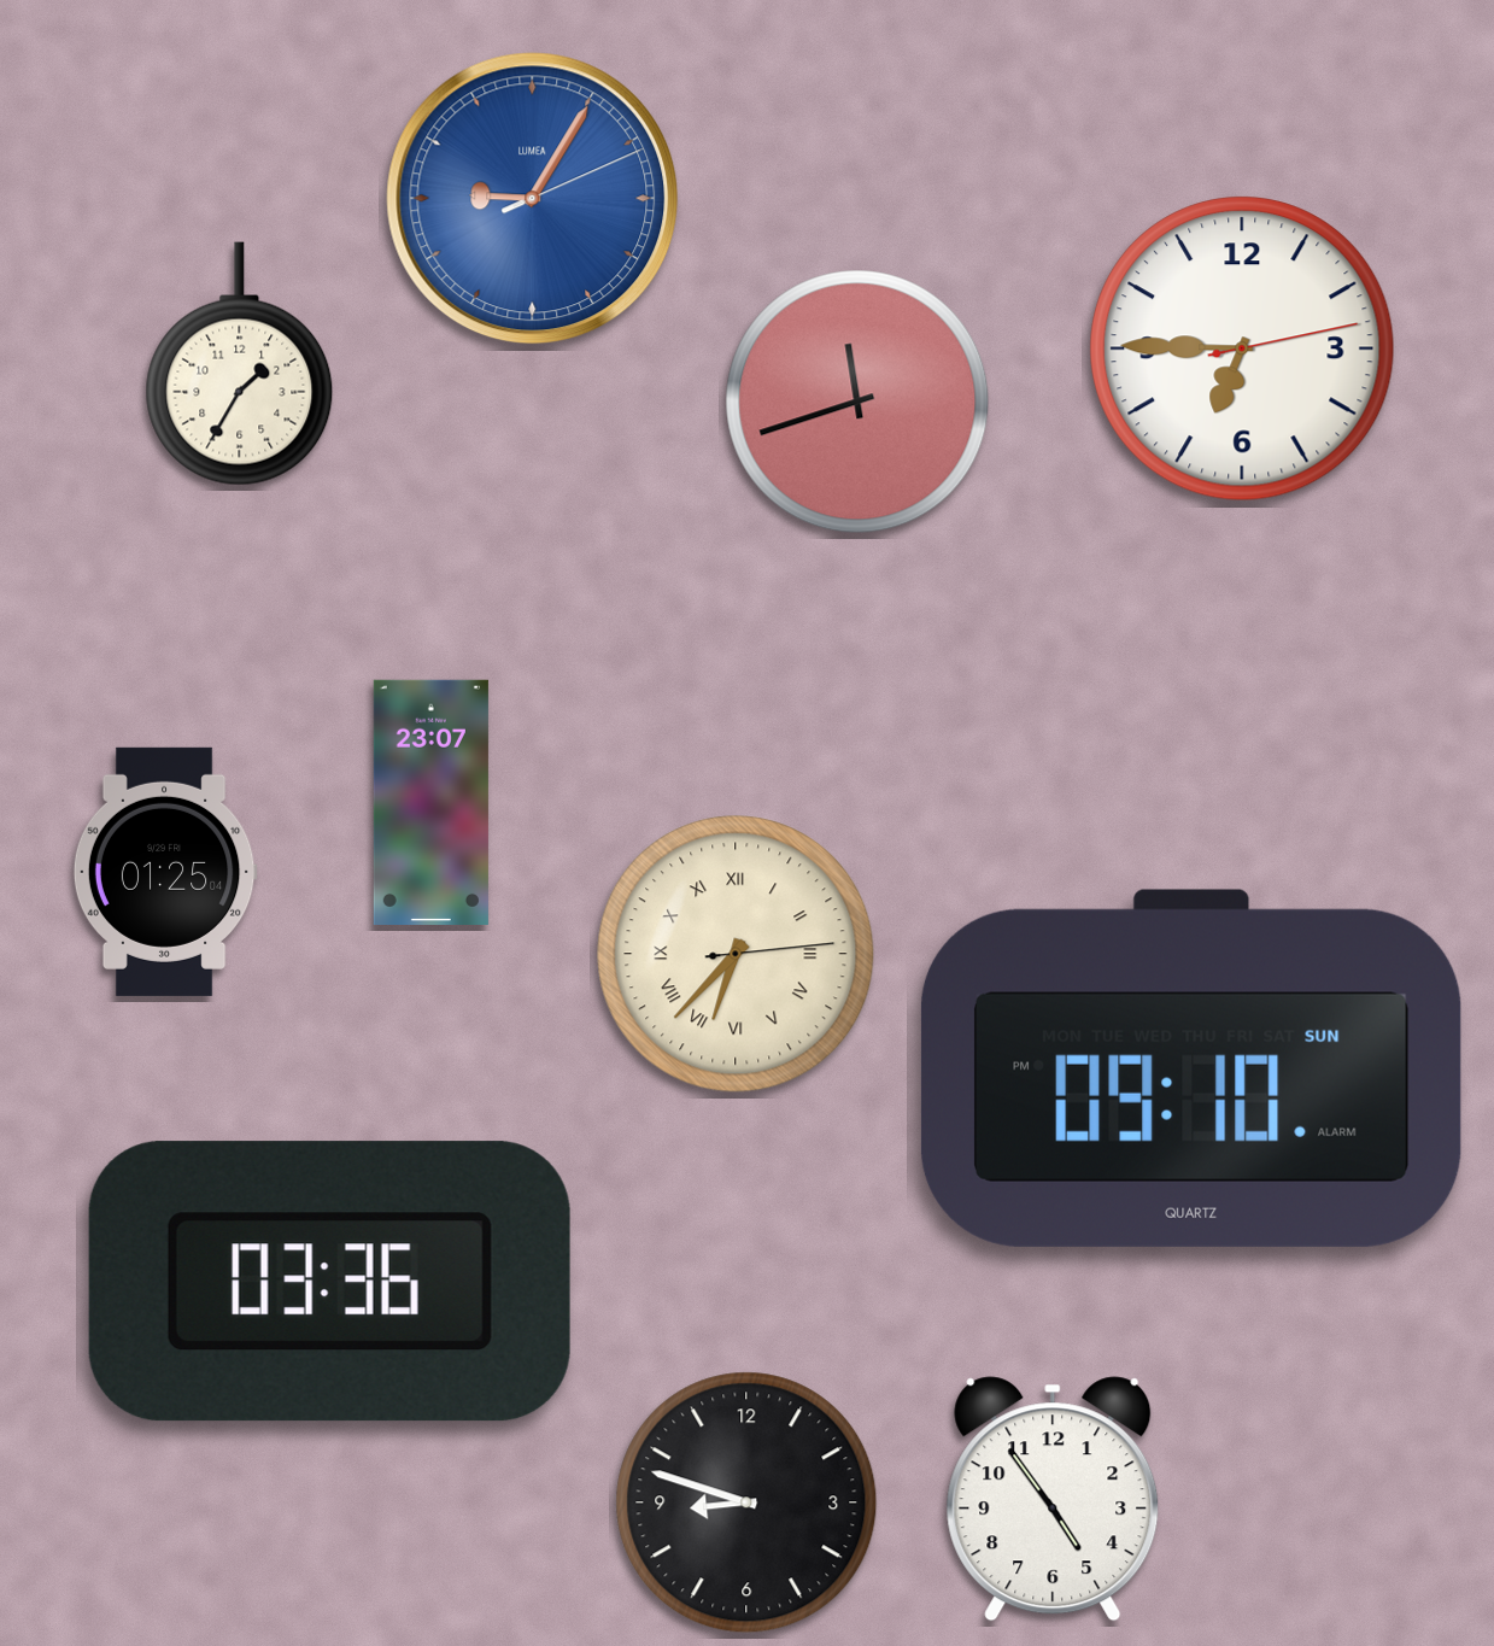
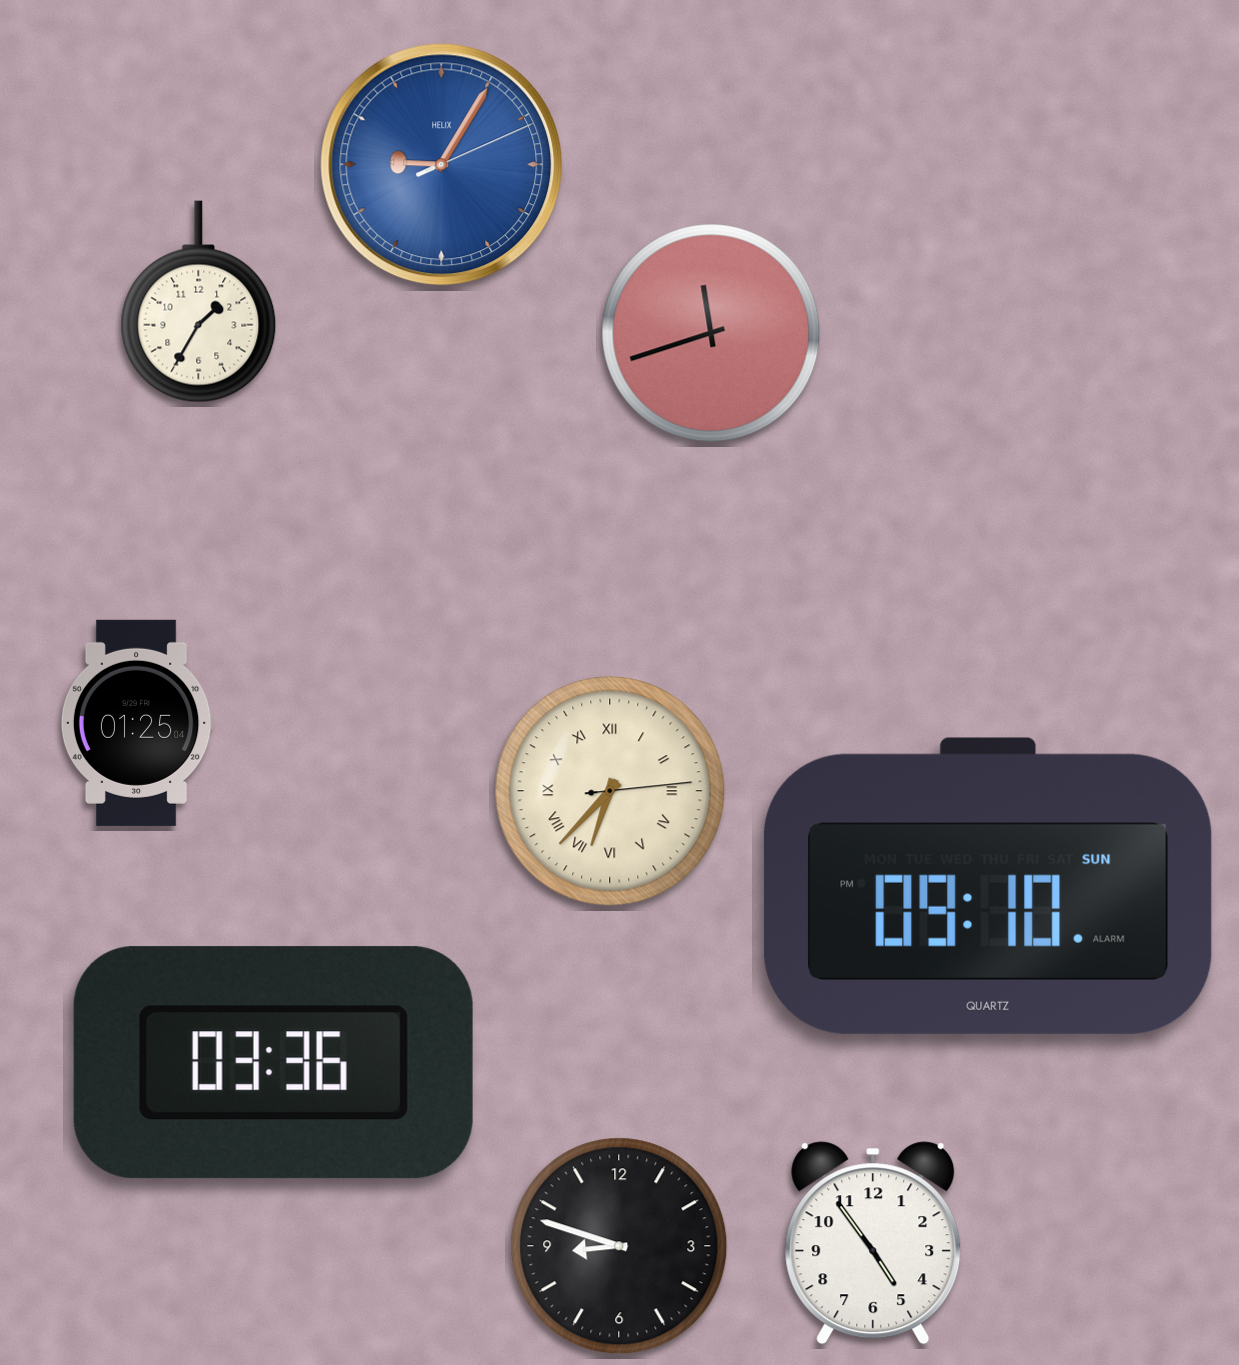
clock at (533, 199) brand: LUMEA -> HELIX
clock at (1242, 348): 6:45 -> none
clock at (430, 802): 23:07 -> none
